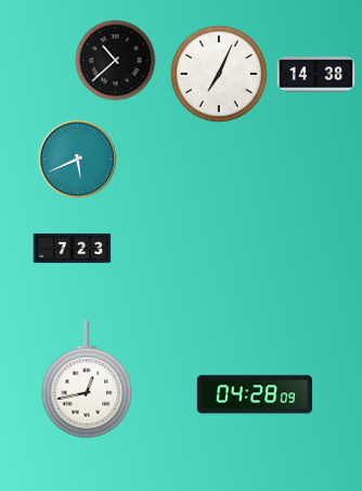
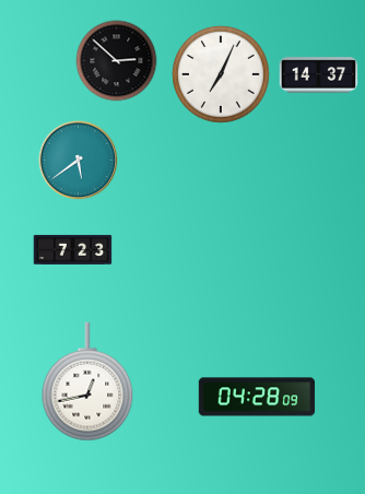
clock at (116, 61): 10:38 -> 2:52
clock at (316, 75): 14:38 -> 14:37
clock at (78, 160): 5:41 -> 5:39
